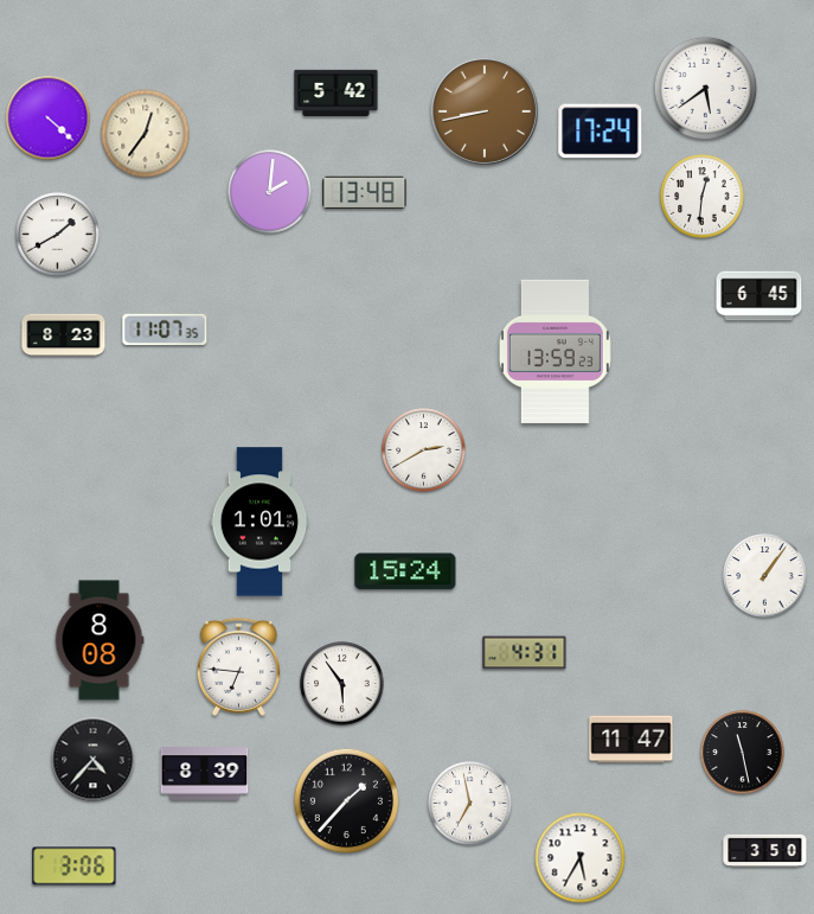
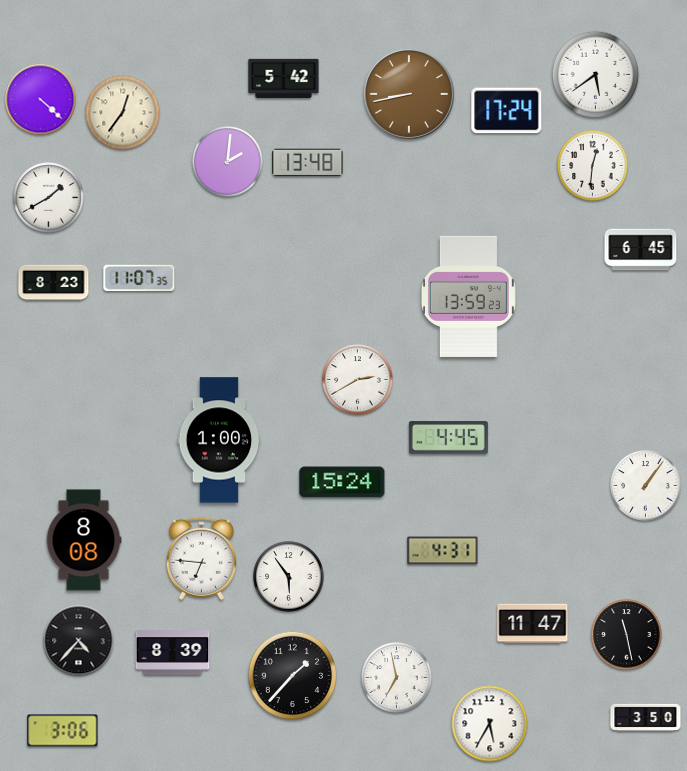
clock at (448, 438): none -> 4:45
clock at (259, 522): 1:01 -> 1:00
clock at (238, 666) position: (238, 666) -> (201, 558)
